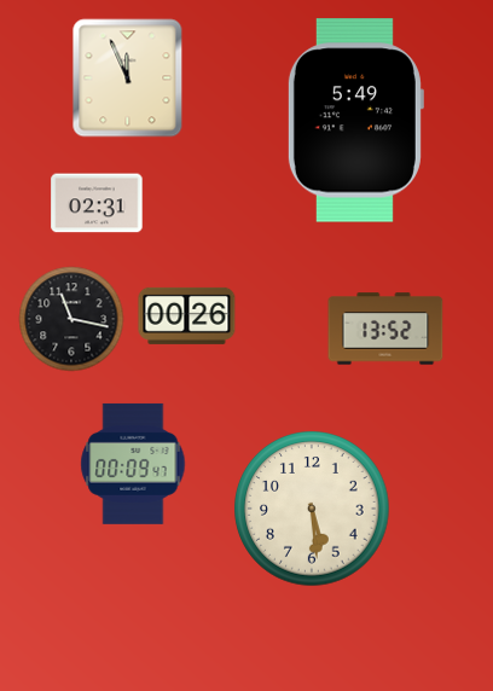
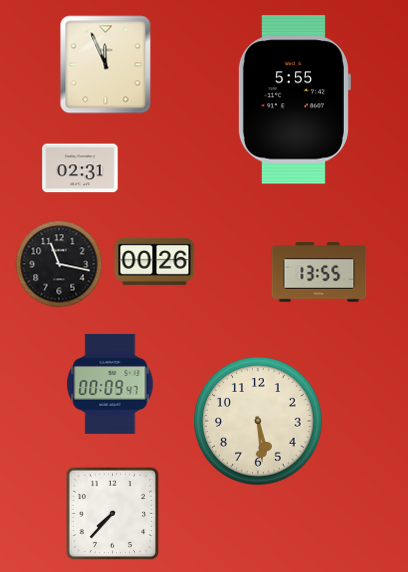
clock at (355, 121): 5:49 -> 5:55
clock at (385, 329): 13:52 -> 13:55
clock at (113, 514): none -> 7:37
